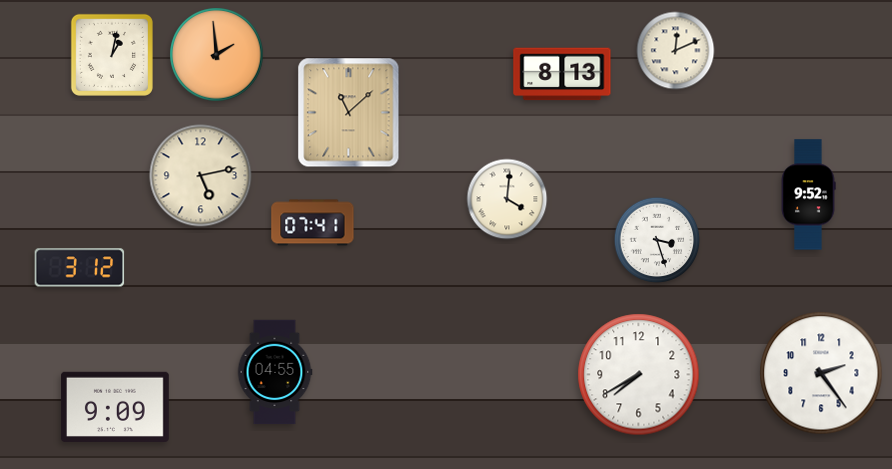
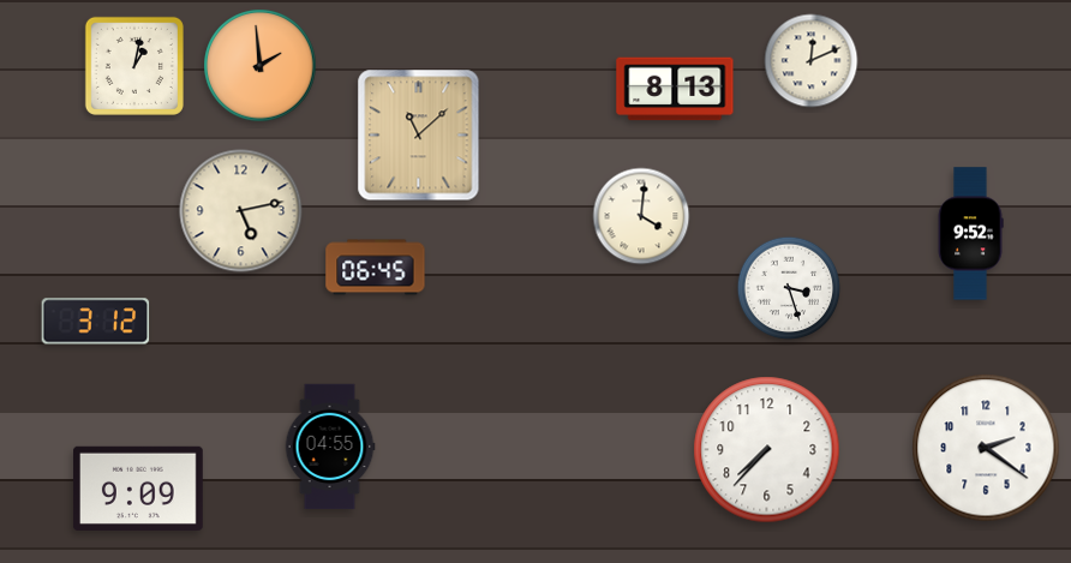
clock at (507, 199) position: (507, 199) -> (641, 216)
clock at (313, 223): 07:41 -> 06:45
clock at (821, 373): 2:24 -> 2:21
clock at (639, 375): 7:40 -> 7:37
